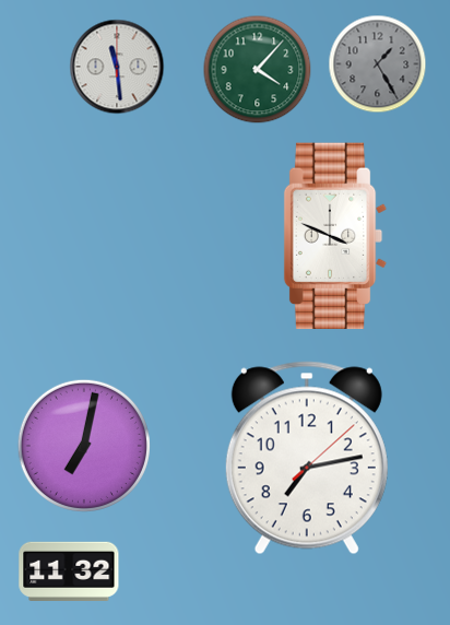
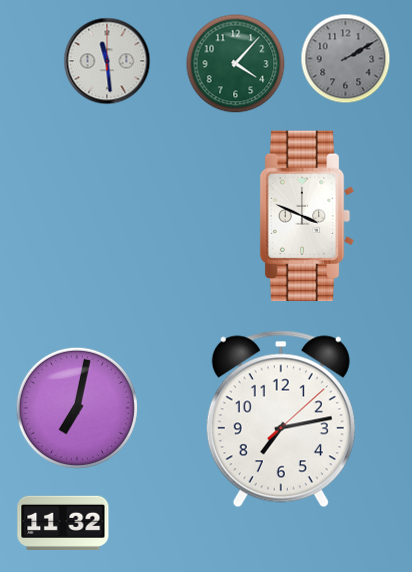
clock at (378, 64): 1:25 -> 2:10
